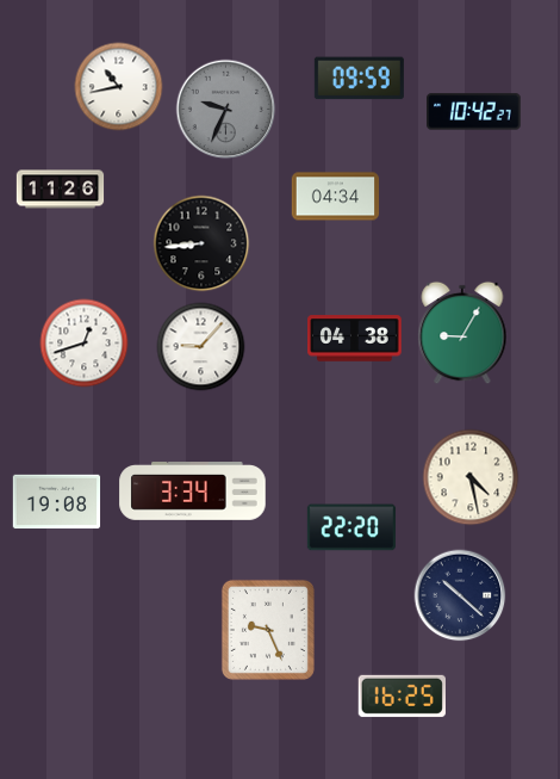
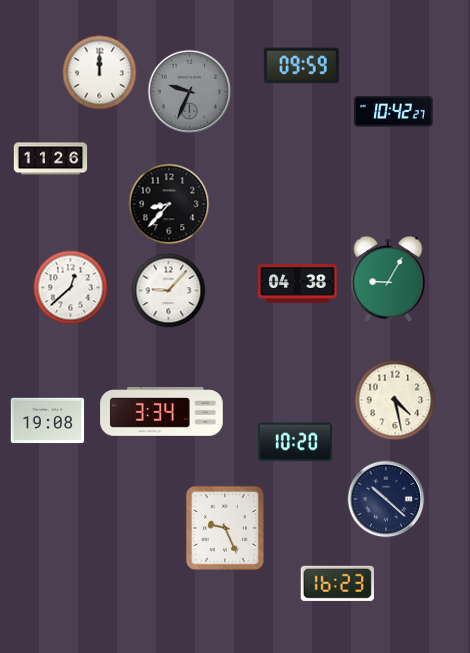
clock at (119, 87): 10:43 -> 12:00
clock at (474, 112) position: (474, 112) -> (394, 112)
clock at (336, 197): 04:34 -> none
clock at (201, 243): 8:44 -> 8:37
clock at (85, 344): 12:42 -> 12:38
clock at (351, 527): 22:20 -> 10:20
clock at (402, 695): 16:25 -> 16:23
